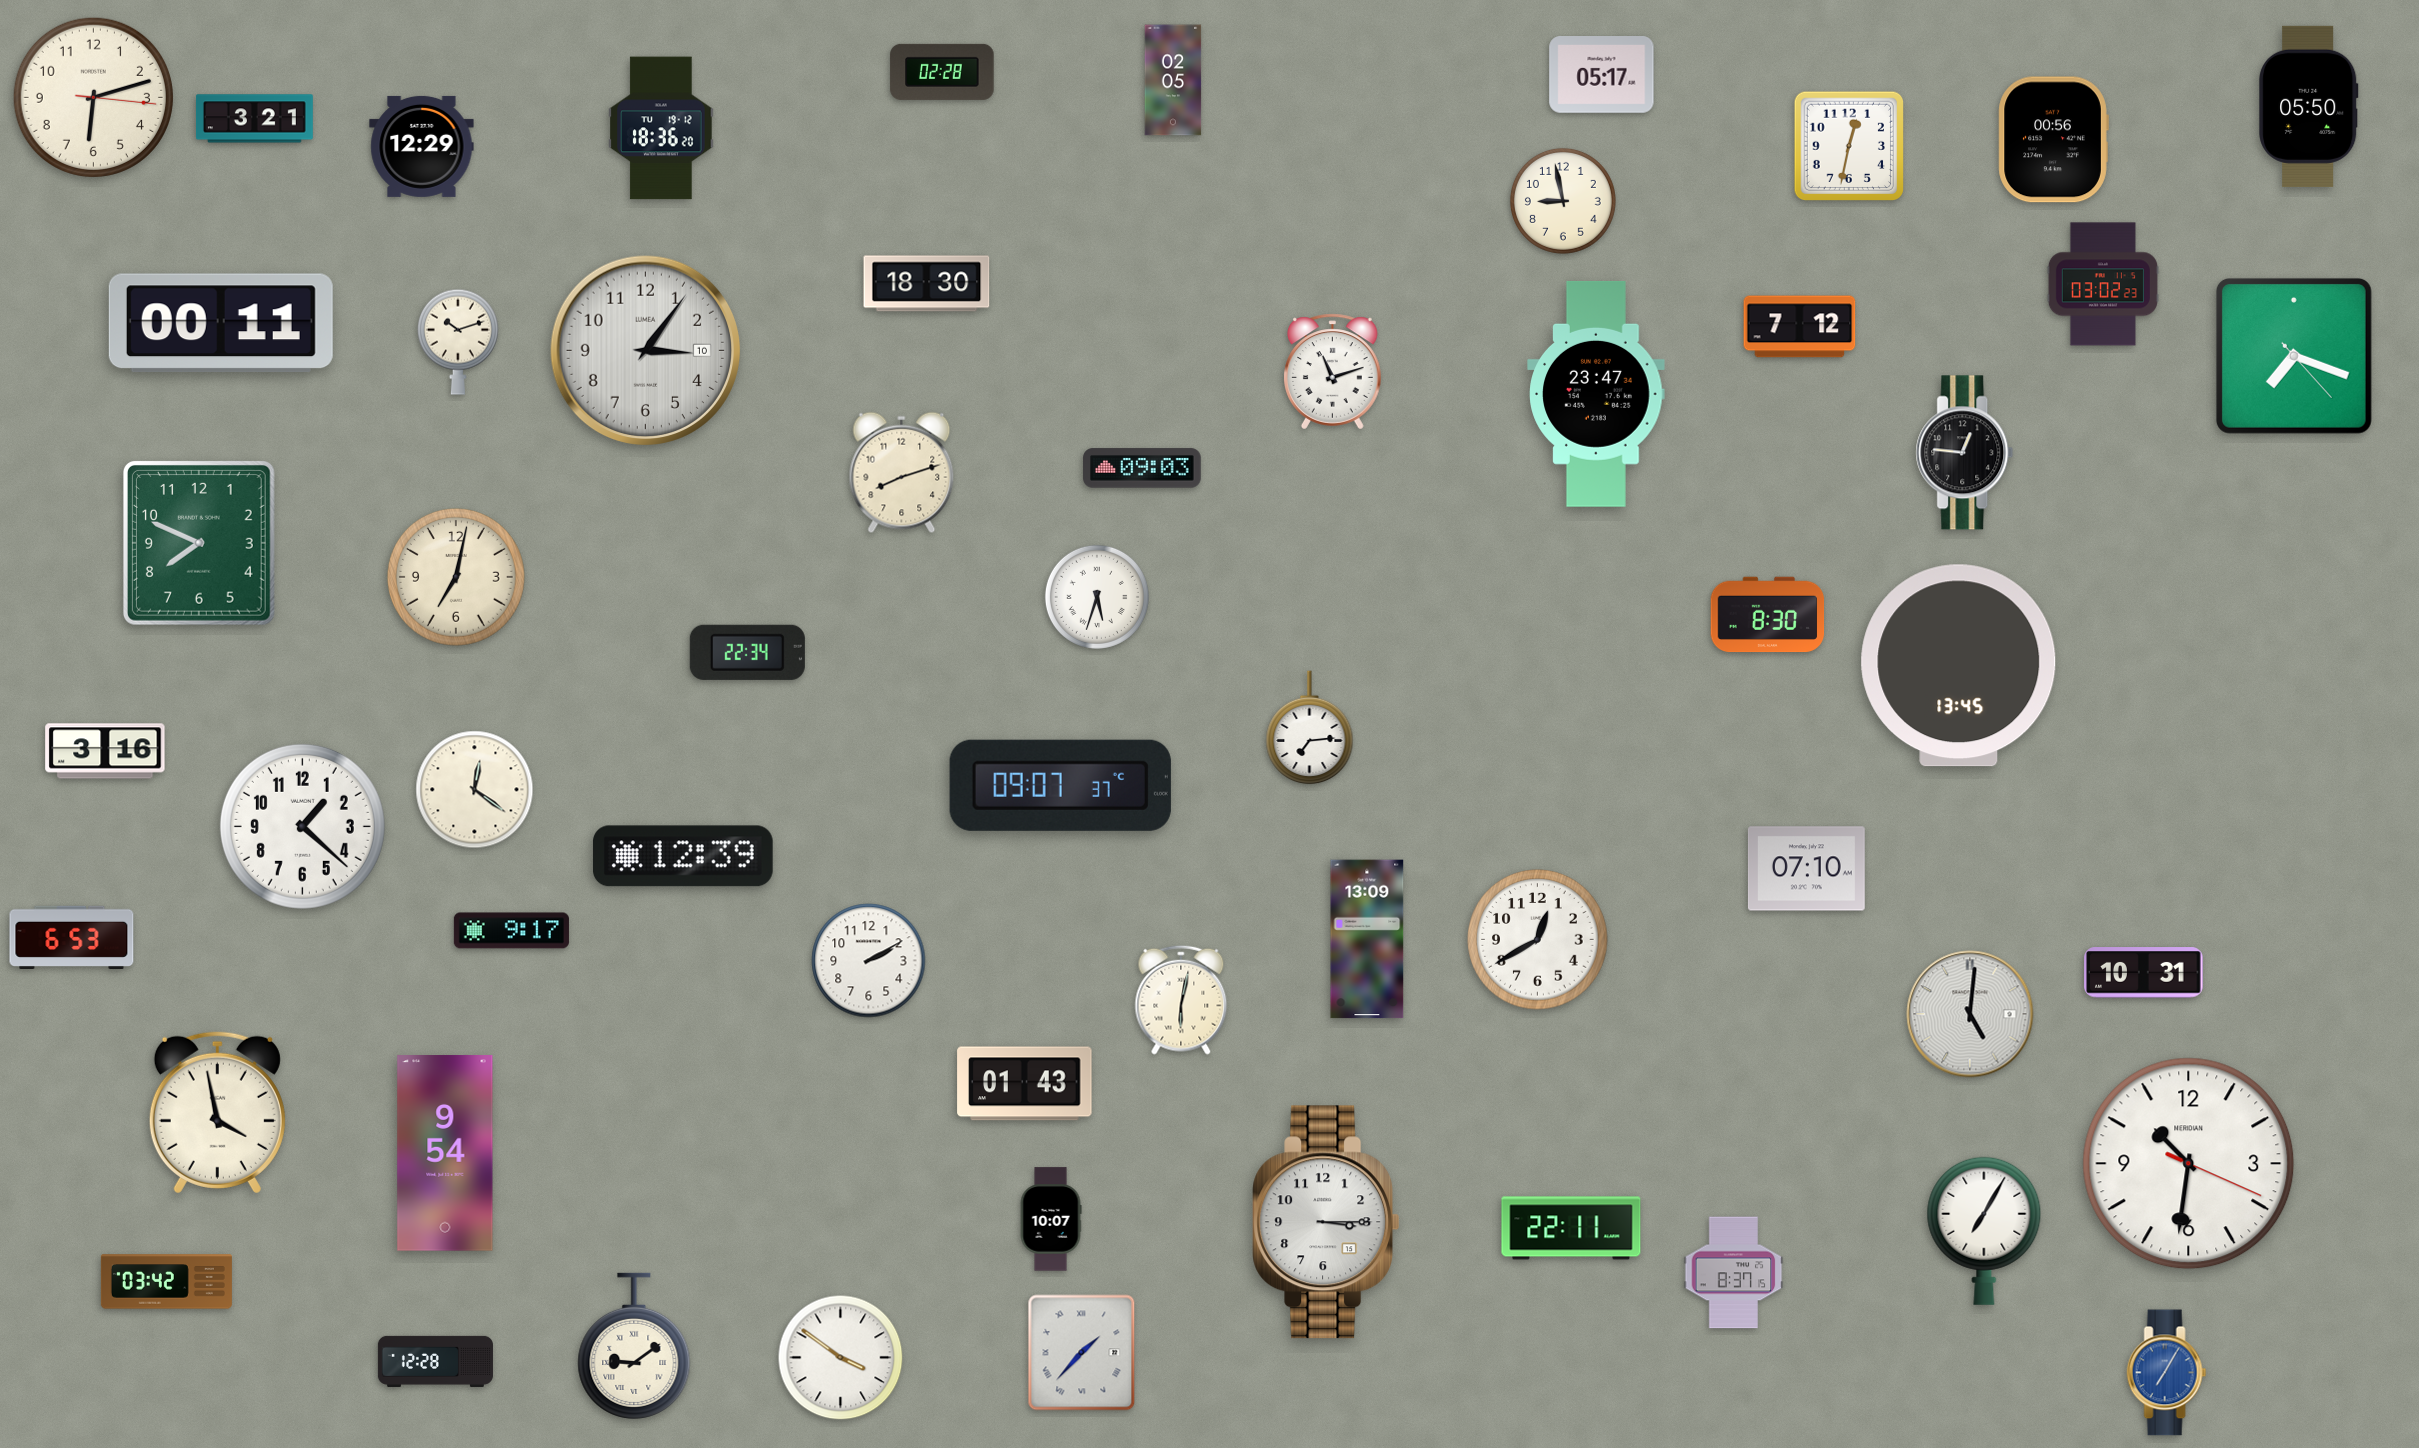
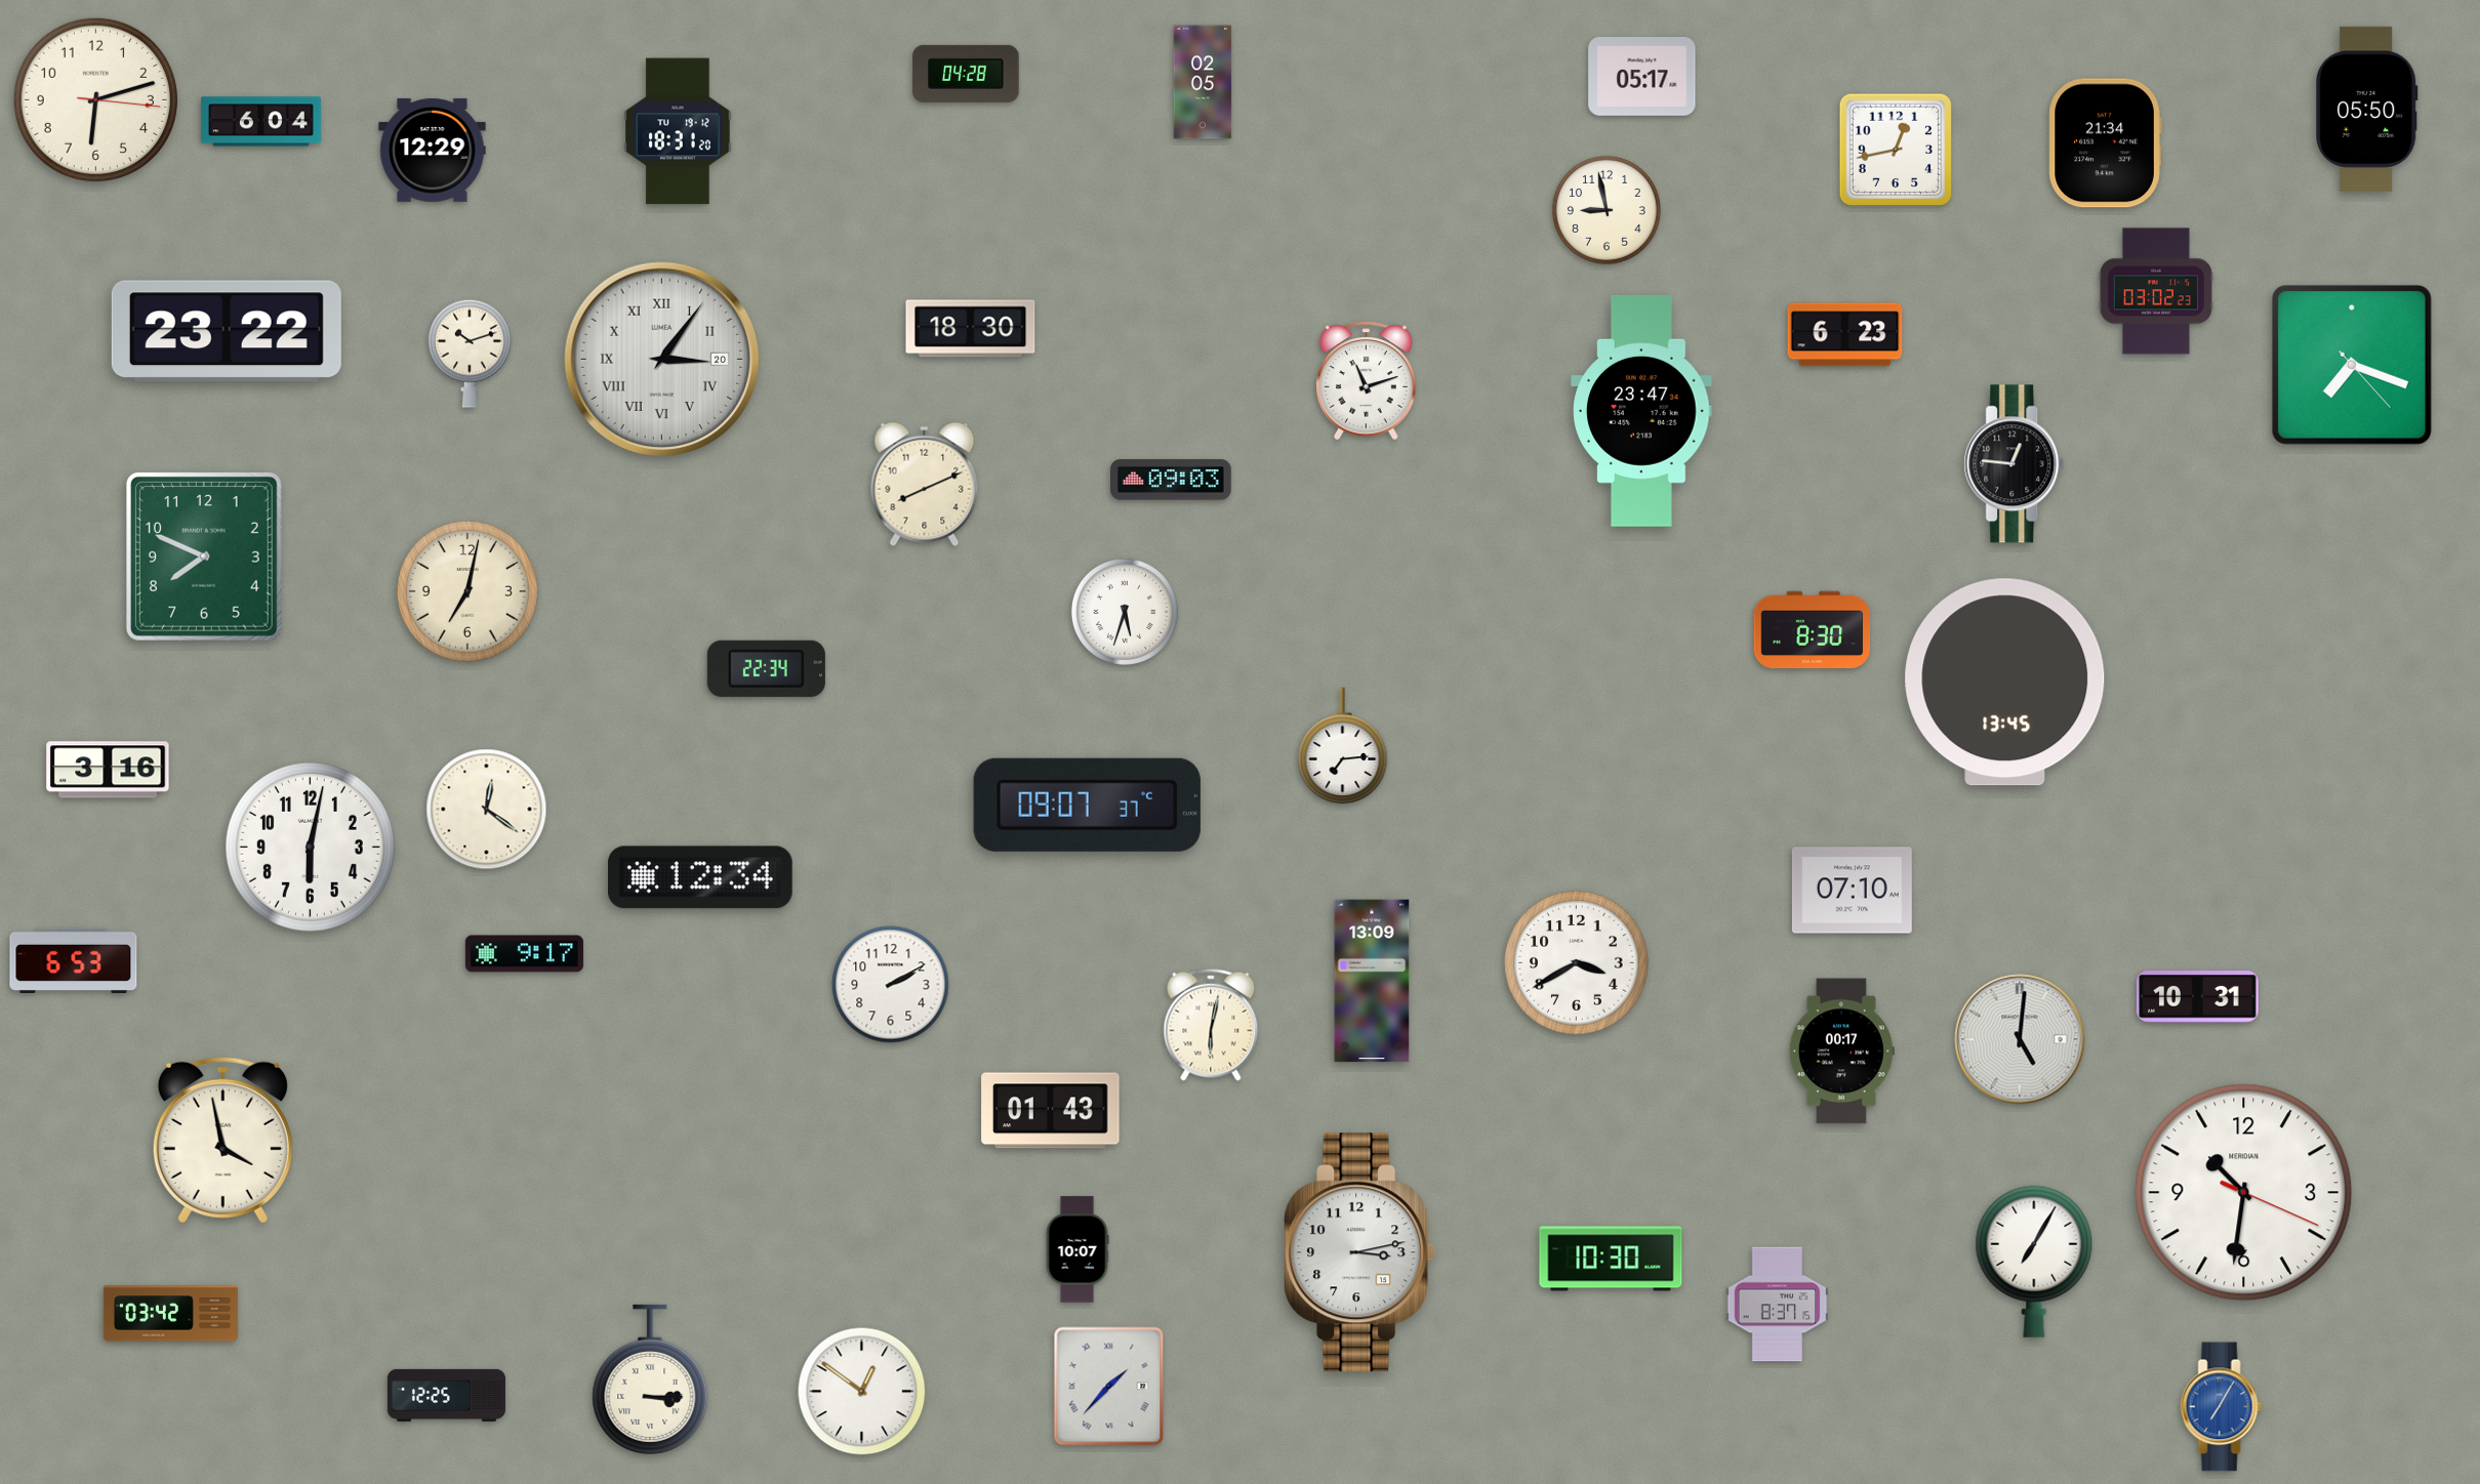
clock at (942, 72): 02:28 -> 04:28
clock at (254, 119): 3:21 -> 6:04
clock at (661, 128): 18:36 -> 18:31
clock at (2053, 140): 00:56 -> 21:34
clock at (1849, 146): 12:32 -> 12:43
clock at (1563, 201) position: (1563, 201) -> (1607, 210)
clock at (927, 284) position: (927, 284) -> (971, 329)
clock at (221, 323): 00:11 -> 23:22
clock at (1800, 327): 7:12 -> 6:23
clock at (458, 342) position: (458, 342) -> (470, 354)
clock at (646, 351) date: 10 -> 20
clock at (646, 351) numerals: Arabic -> Roman
clock at (1596, 394) position: (1596, 394) -> (1641, 411)
clock at (902, 473): 8:12 -> 8:11
clock at (1959, 666) position: (1959, 666) -> (2005, 683)
clock at (302, 826): 1:22 -> 6:02
clock at (683, 856): 12:39 -> 12:34
clock at (1367, 939) position: (1367, 939) -> (1372, 981)
clock at (1538, 940): 12:40 -> 3:40
clock at (1841, 1052): none -> 00:17
clock at (445, 1153): 9:54 -> none
clock at (1326, 1222): 3:15 -> 3:13
clock at (1571, 1228): 22:11 -> 10:30
clock at (634, 1346): 9:09 -> 3:15
clock at (841, 1358): 3:51 -> 12:51
clock at (435, 1361): 12:28 -> 12:25
